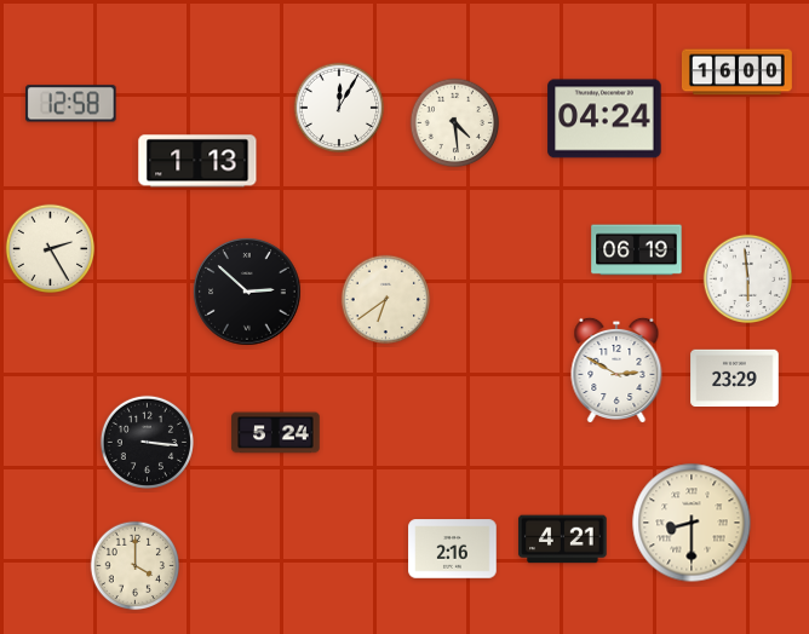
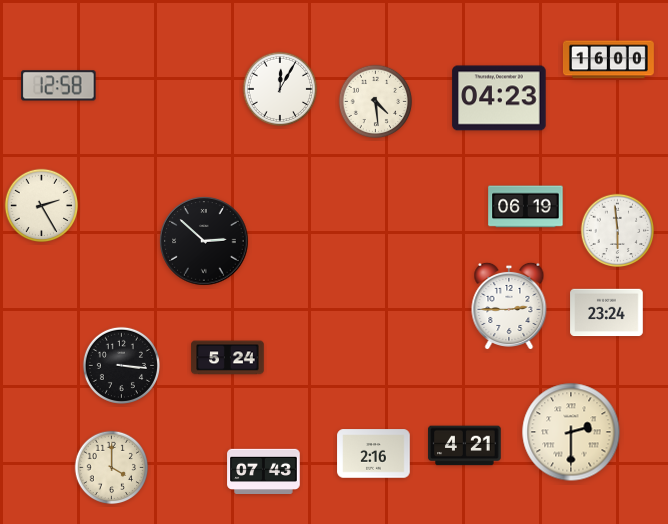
clock at (604, 119): 04:24 -> 04:23
clock at (197, 161): 1:13 -> none
clock at (386, 300): 6:39 -> none
clock at (616, 369): 2:50 -> 2:45
clock at (735, 379): 23:29 -> 23:24
clock at (692, 523): 8:30 -> 2:30
clock at (264, 471): none -> 07:43
